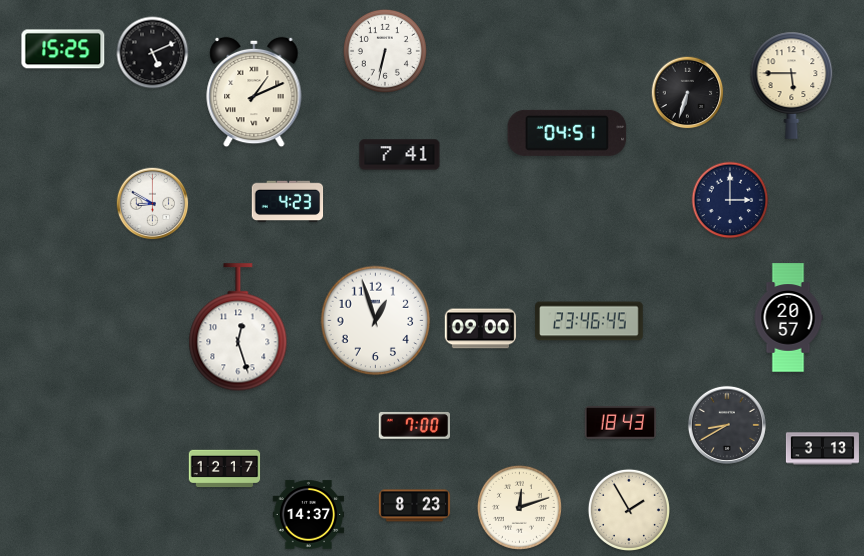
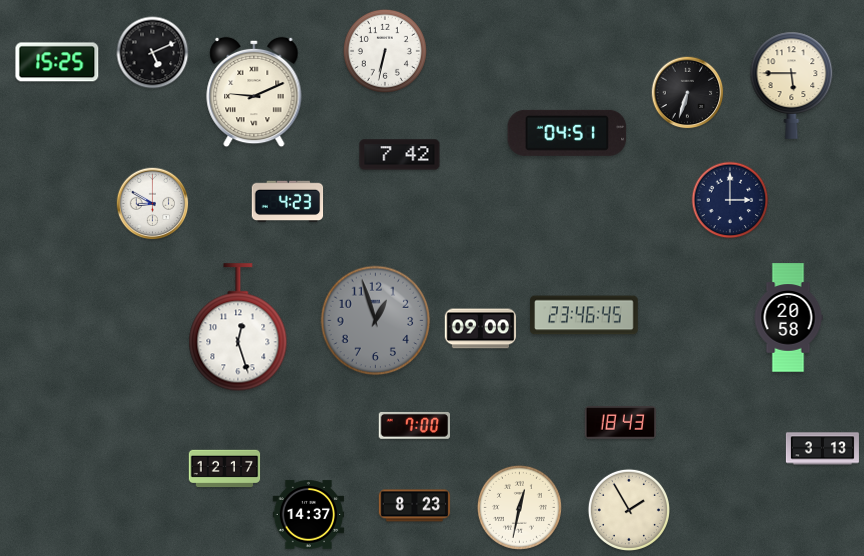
clock at (63, 49) position: (63, 49) -> (57, 62)
clock at (254, 92): 1:11 -> 9:11
clock at (400, 155): 7:41 -> 7:42
clock at (788, 318): 20:57 -> 20:58
clock at (376, 321) dial: white -> grey
clock at (589, 321) position: (589, 321) -> (584, 315)
clock at (727, 425): 8:40 -> none
clock at (519, 507): 12:12 -> 12:32
